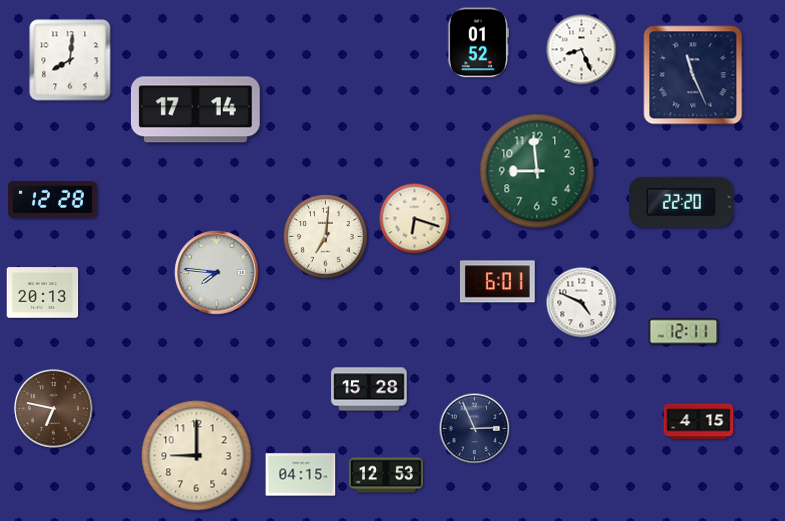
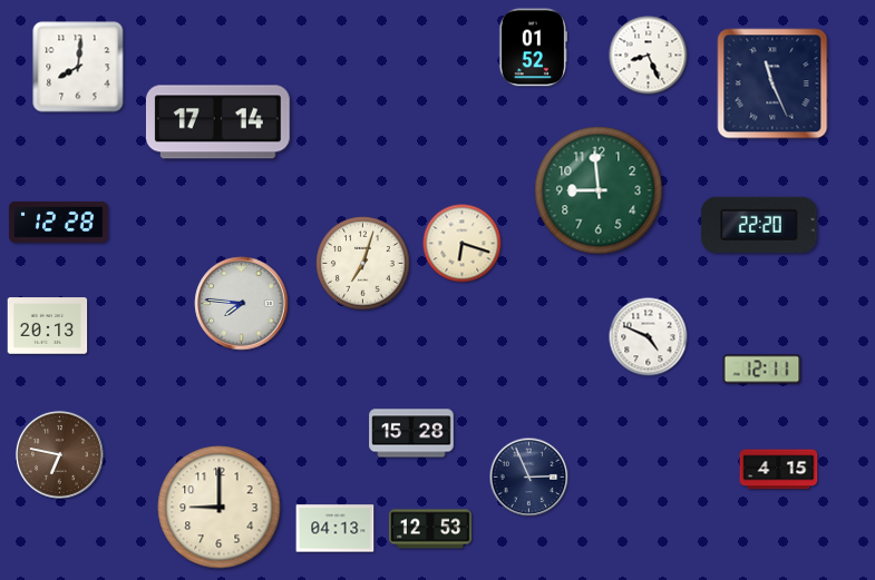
clock at (326, 237): 7:01 -> 7:03
clock at (497, 282): 6:01 -> none
clock at (301, 475): 04:15 -> 04:13
